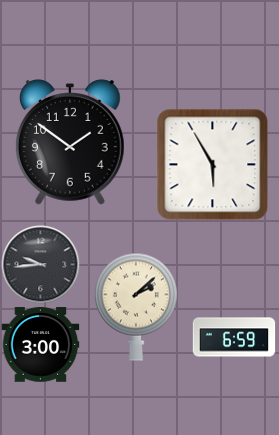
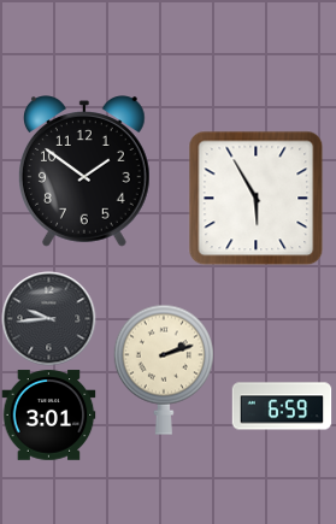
clock at (136, 307): 2:08 -> 2:12
clock at (40, 345): 3:00 -> 3:01
